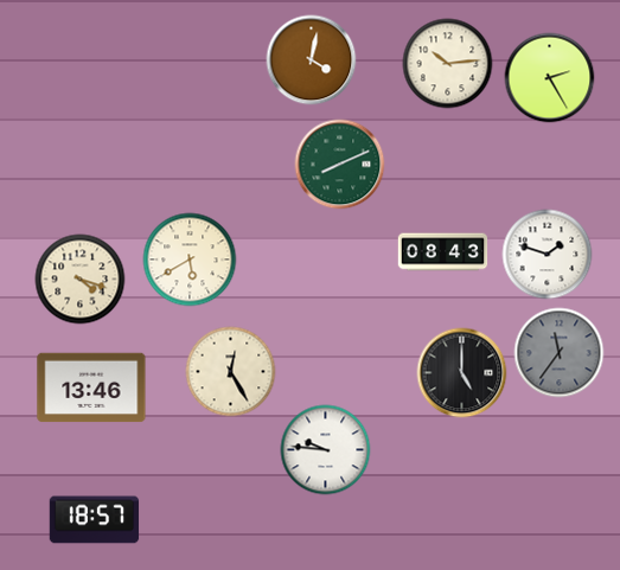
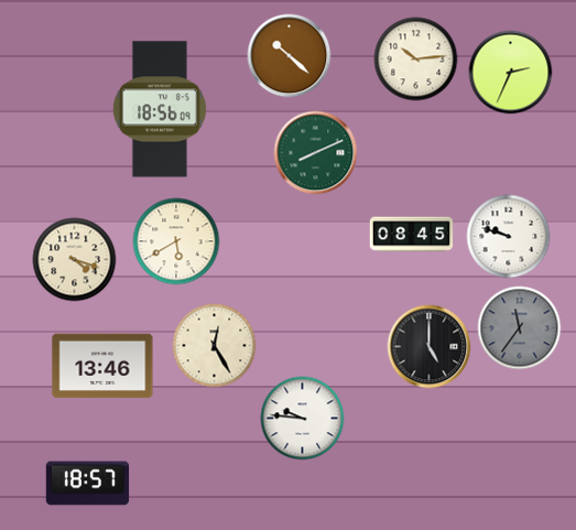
clock at (312, 60): 4:02 -> 10:22
clock at (550, 78): 2:25 -> 2:34
clock at (160, 109): none -> 18:56
clock at (443, 252): 08:43 -> 08:45
clock at (548, 255): 1:48 -> 9:48
clock at (91, 388) position: (91, 388) -> (102, 366)
